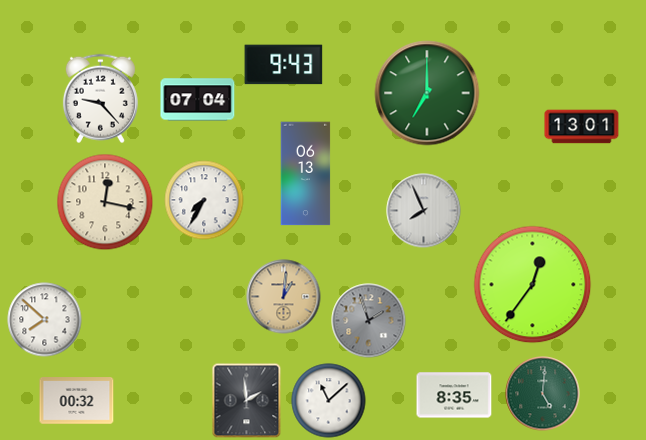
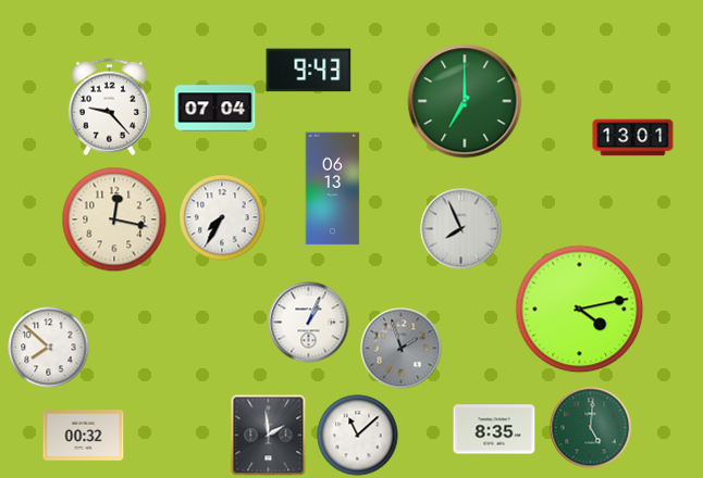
clock at (533, 285): 12:36 -> 4:13
clock at (284, 297): 1:01 -> 1:04
clock at (284, 297) dial: champagne -> white
